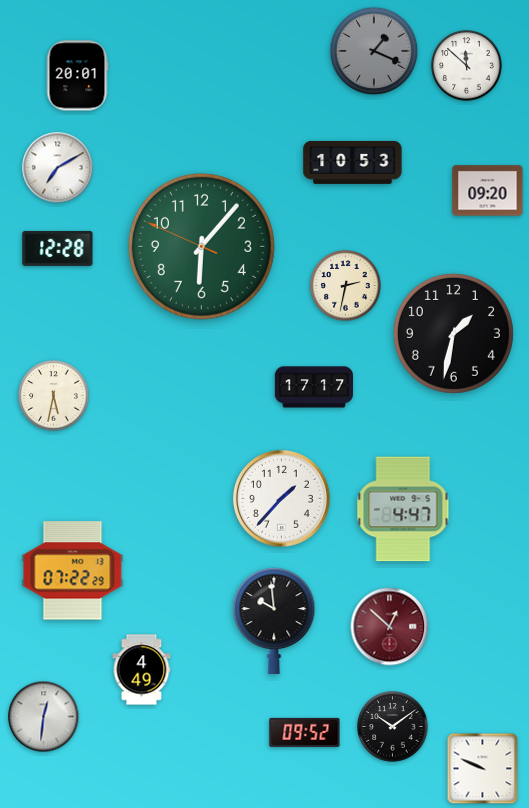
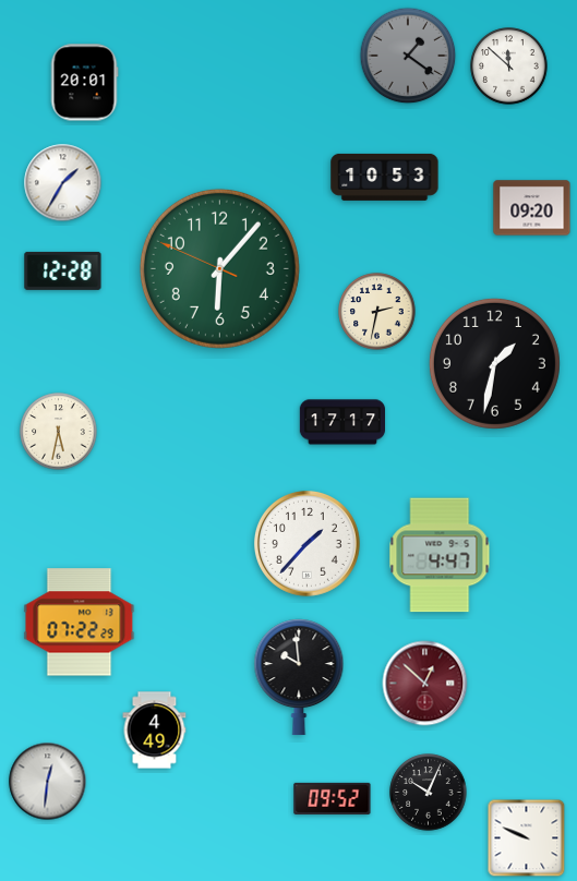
clock at (374, 51): 1:19 -> 1:21
clock at (467, 66) position: (467, 66) -> (509, 67)
clock at (58, 168): 7:10 -> 1:35
clock at (393, 727): 10:09 -> 10:04
